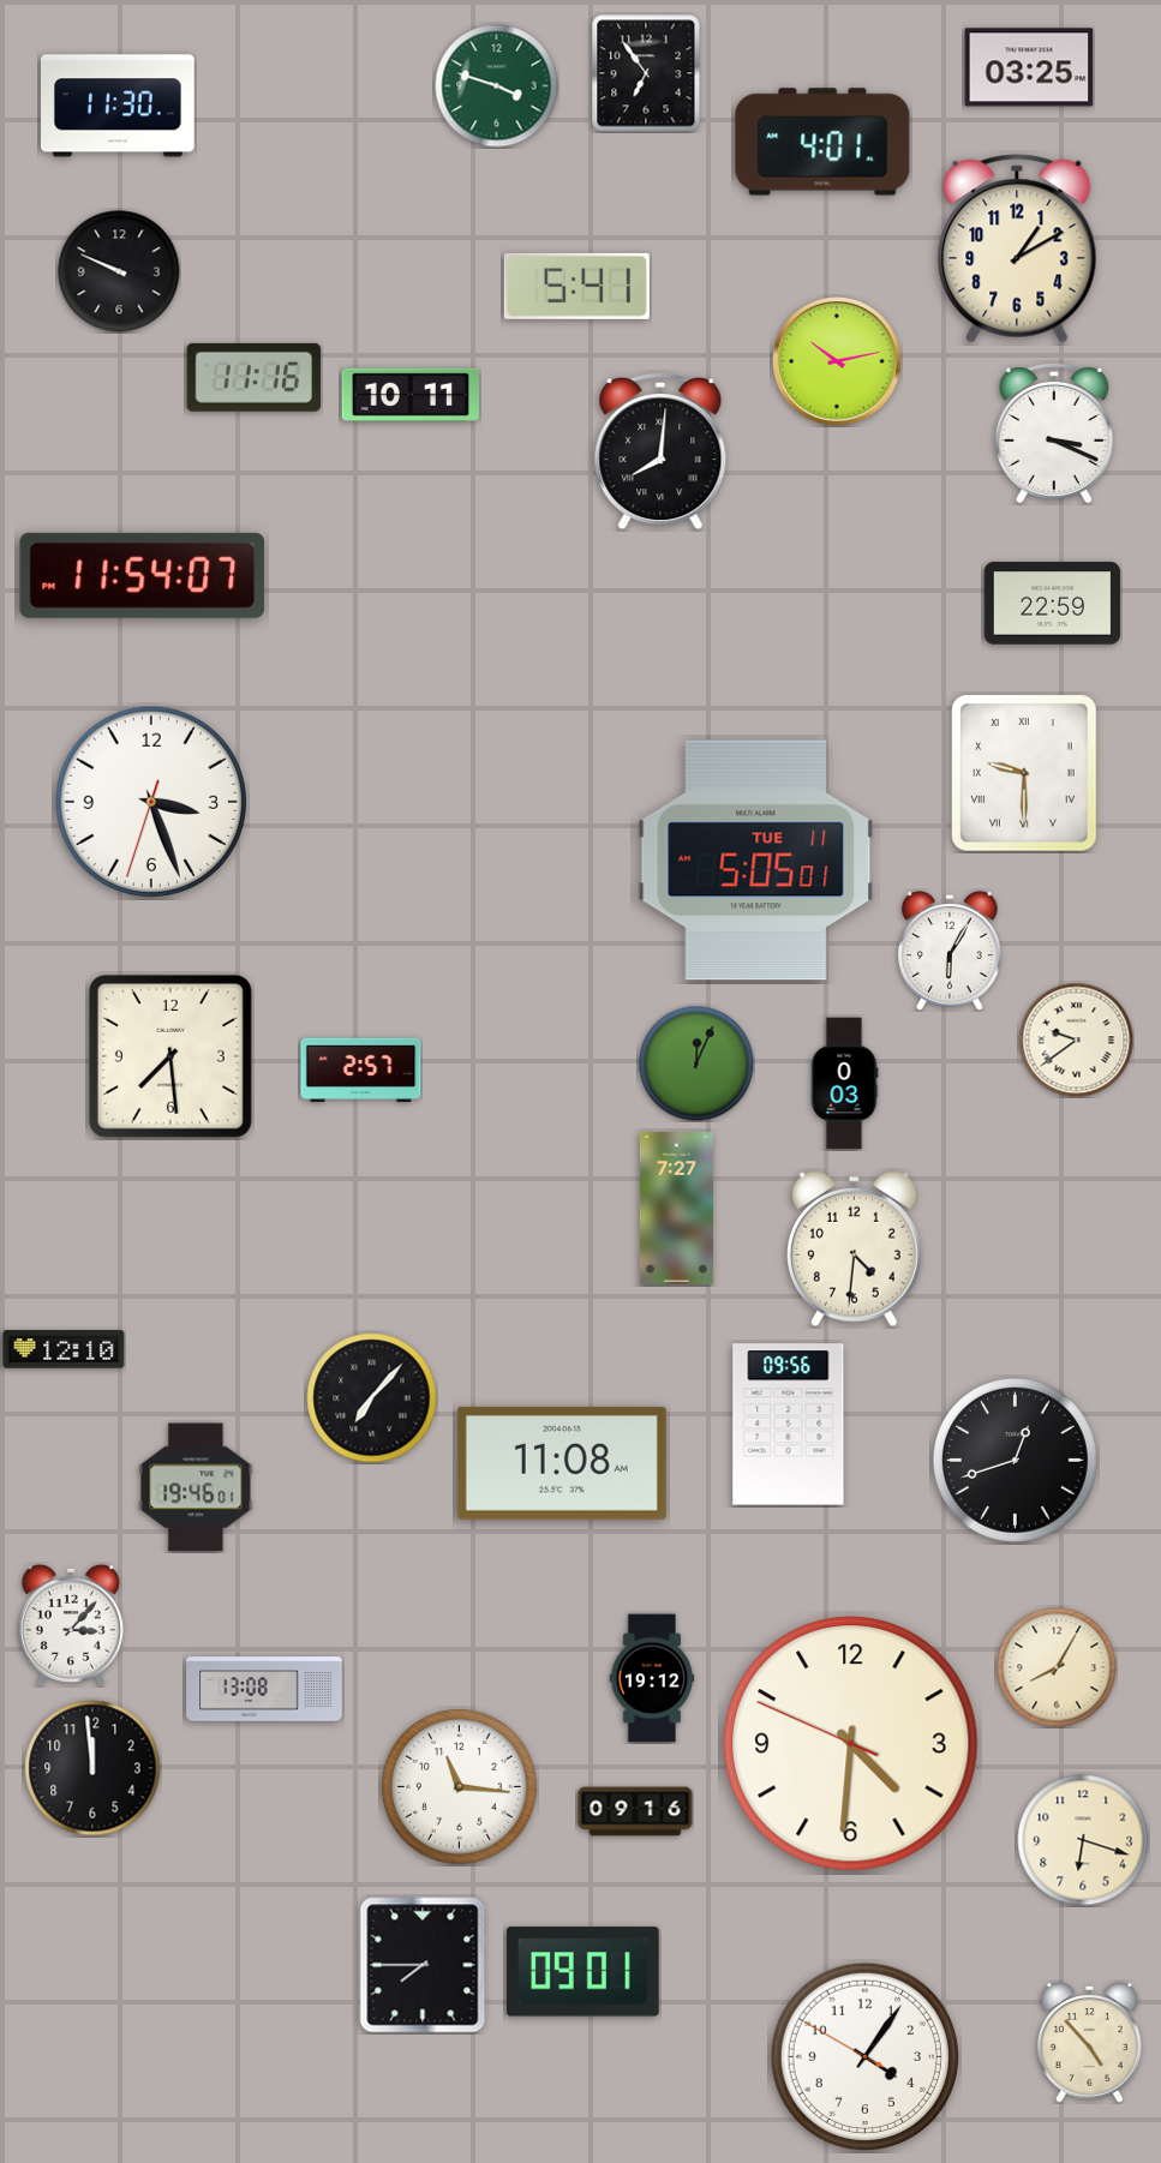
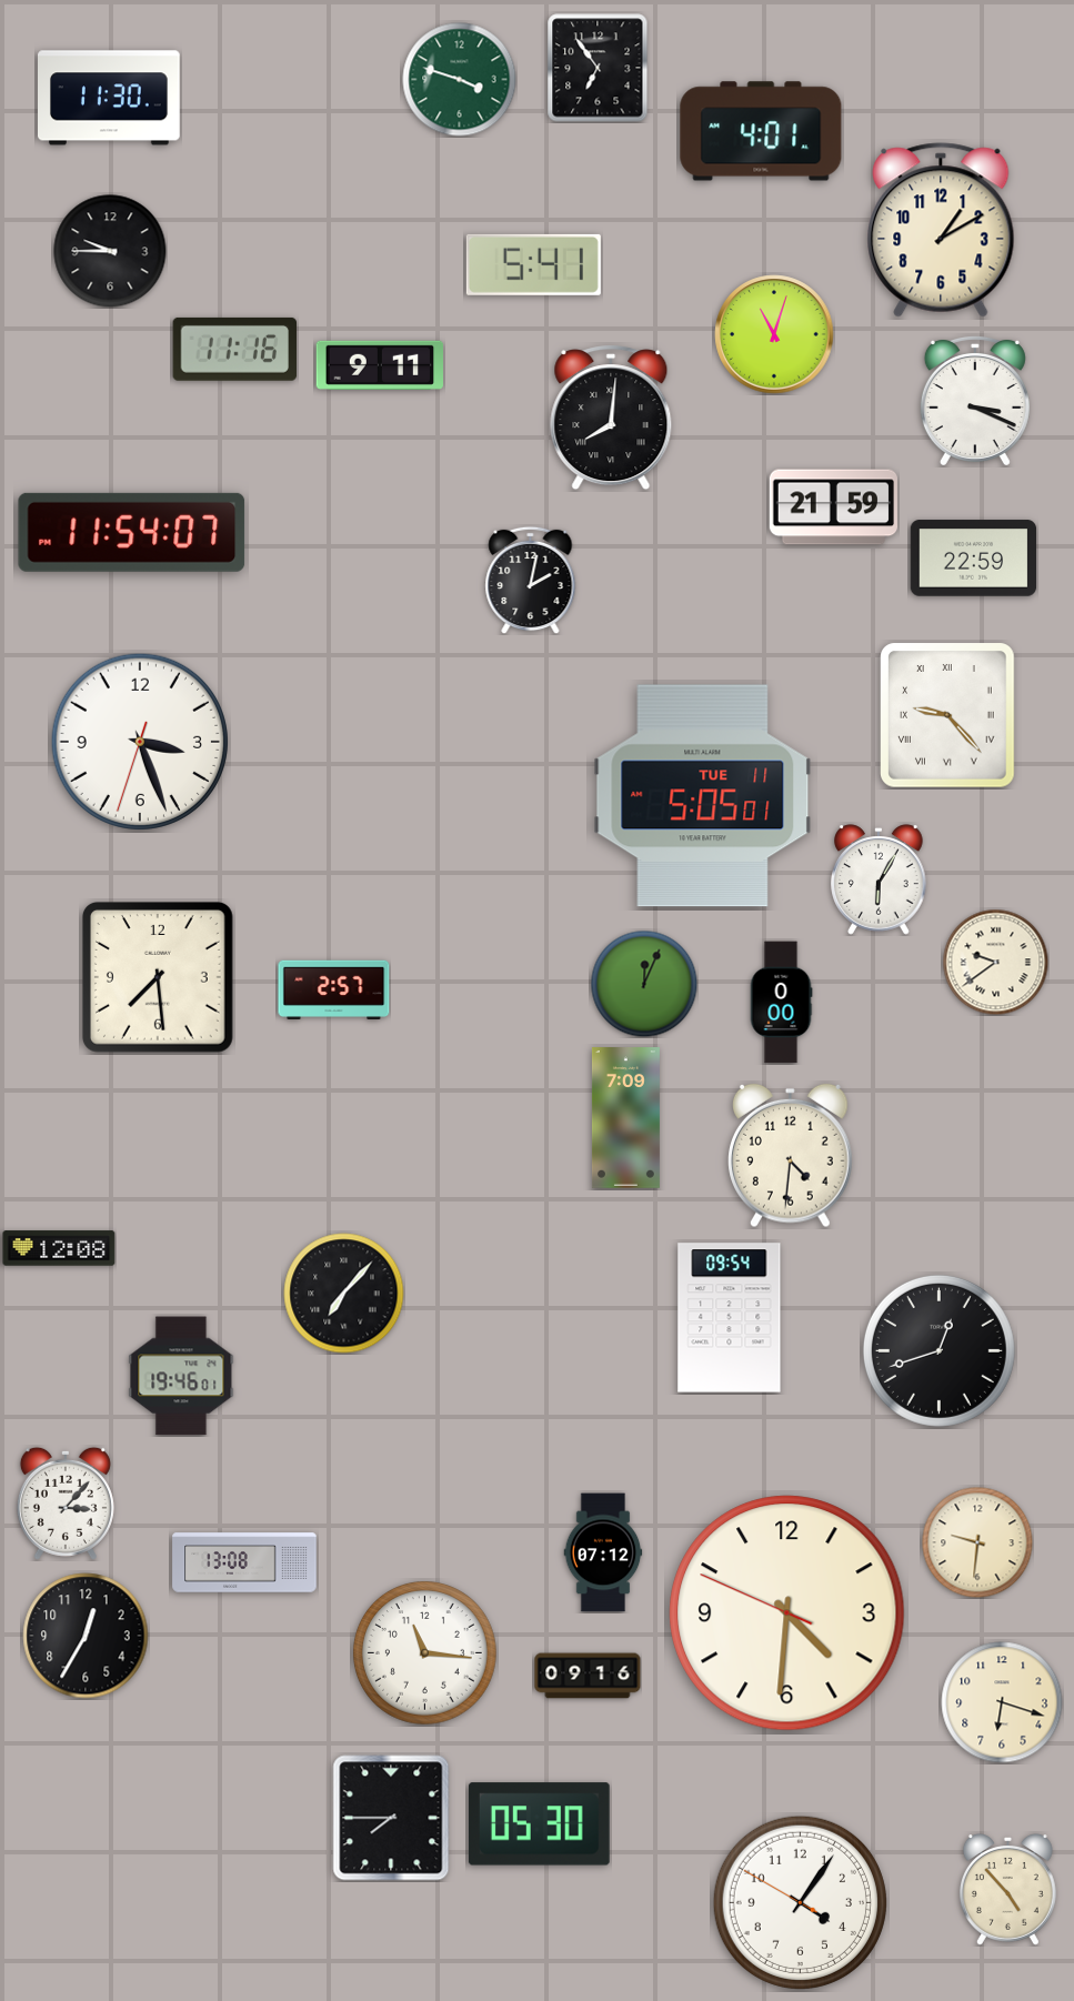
clock at (1029, 67): 03:25 -> none
clock at (119, 271): 9:49 -> 9:45
clock at (837, 361): 10:13 -> 11:03
clock at (411, 395): 10:11 -> 9:11
clock at (833, 507): none -> 21:59
clock at (531, 580): none -> 2:02
clock at (1025, 773): 9:30 -> 9:23
clock at (756, 861) position: (756, 861) -> (703, 796)
clock at (844, 1084): 0:03 -> 0:00
clock at (676, 1209): 7:27 -> 7:09
clock at (64, 1349): 12:10 -> 12:08
clock at (789, 1425): 09:56 -> 09:54
clock at (562, 1463): 11:08 -> none
clock at (1057, 1667): 8:05 -> 9:31
clock at (652, 1678): 19:12 -> 07:12
clock at (92, 1768): 11:59 -> 12:35
clock at (582, 1972): 09:01 -> 05:30
